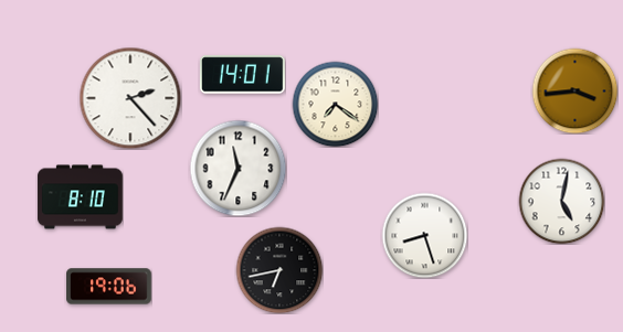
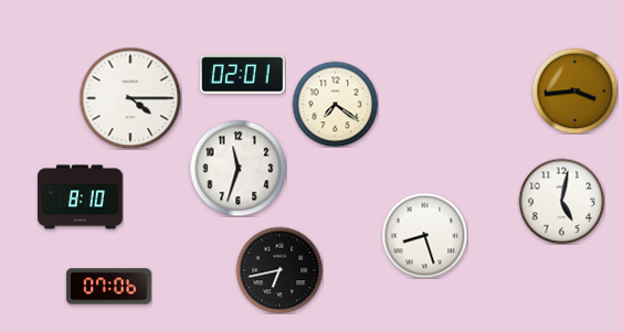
clock at (243, 75): 14:01 -> 02:01
clock at (130, 98): 2:23 -> 4:15
clock at (237, 168): 11:34 -> 11:33
clock at (109, 287): 19:06 -> 07:06
